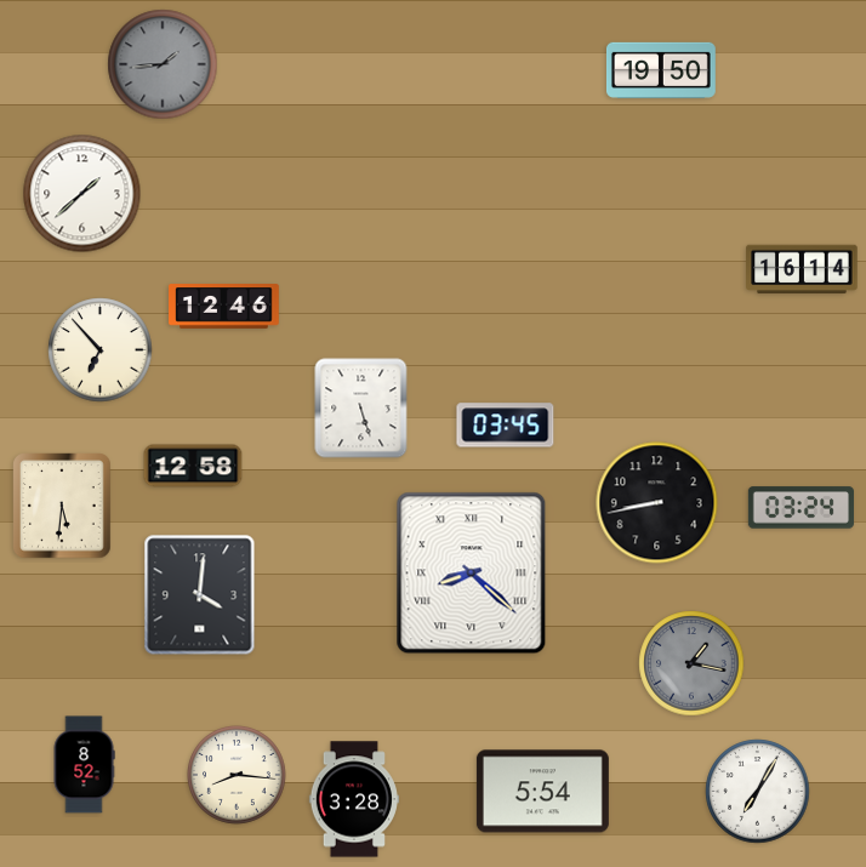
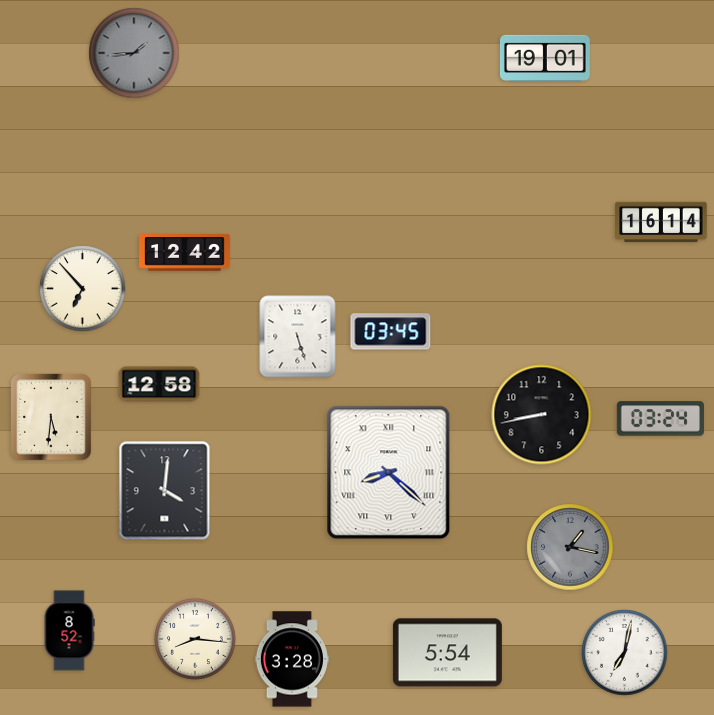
clock at (661, 70): 19:50 -> 19:01
clock at (82, 194): 1:38 -> none
clock at (224, 307): 12:46 -> 12:42
clock at (506, 426) position: (506, 426) -> (391, 332)
clock at (758, 792): 7:05 -> 7:02
